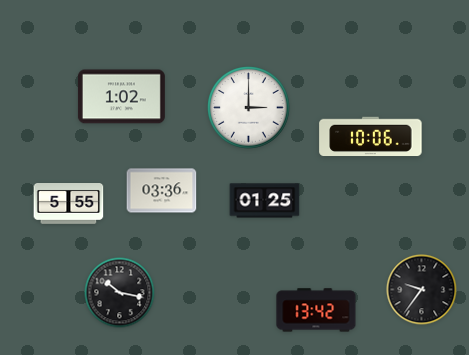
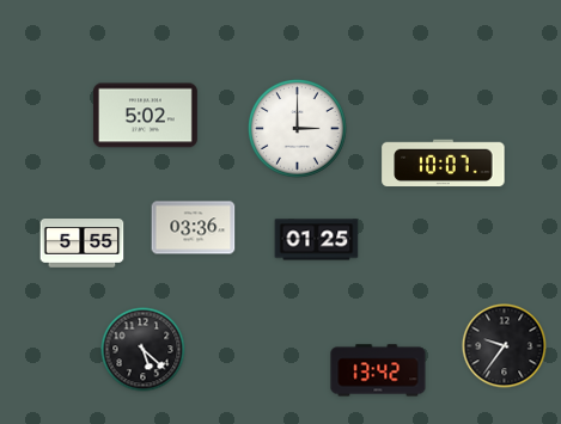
clock at (121, 97): 1:02 -> 5:02
clock at (371, 137): 10:06 -> 10:07
clock at (120, 293): 10:17 -> 5:22
